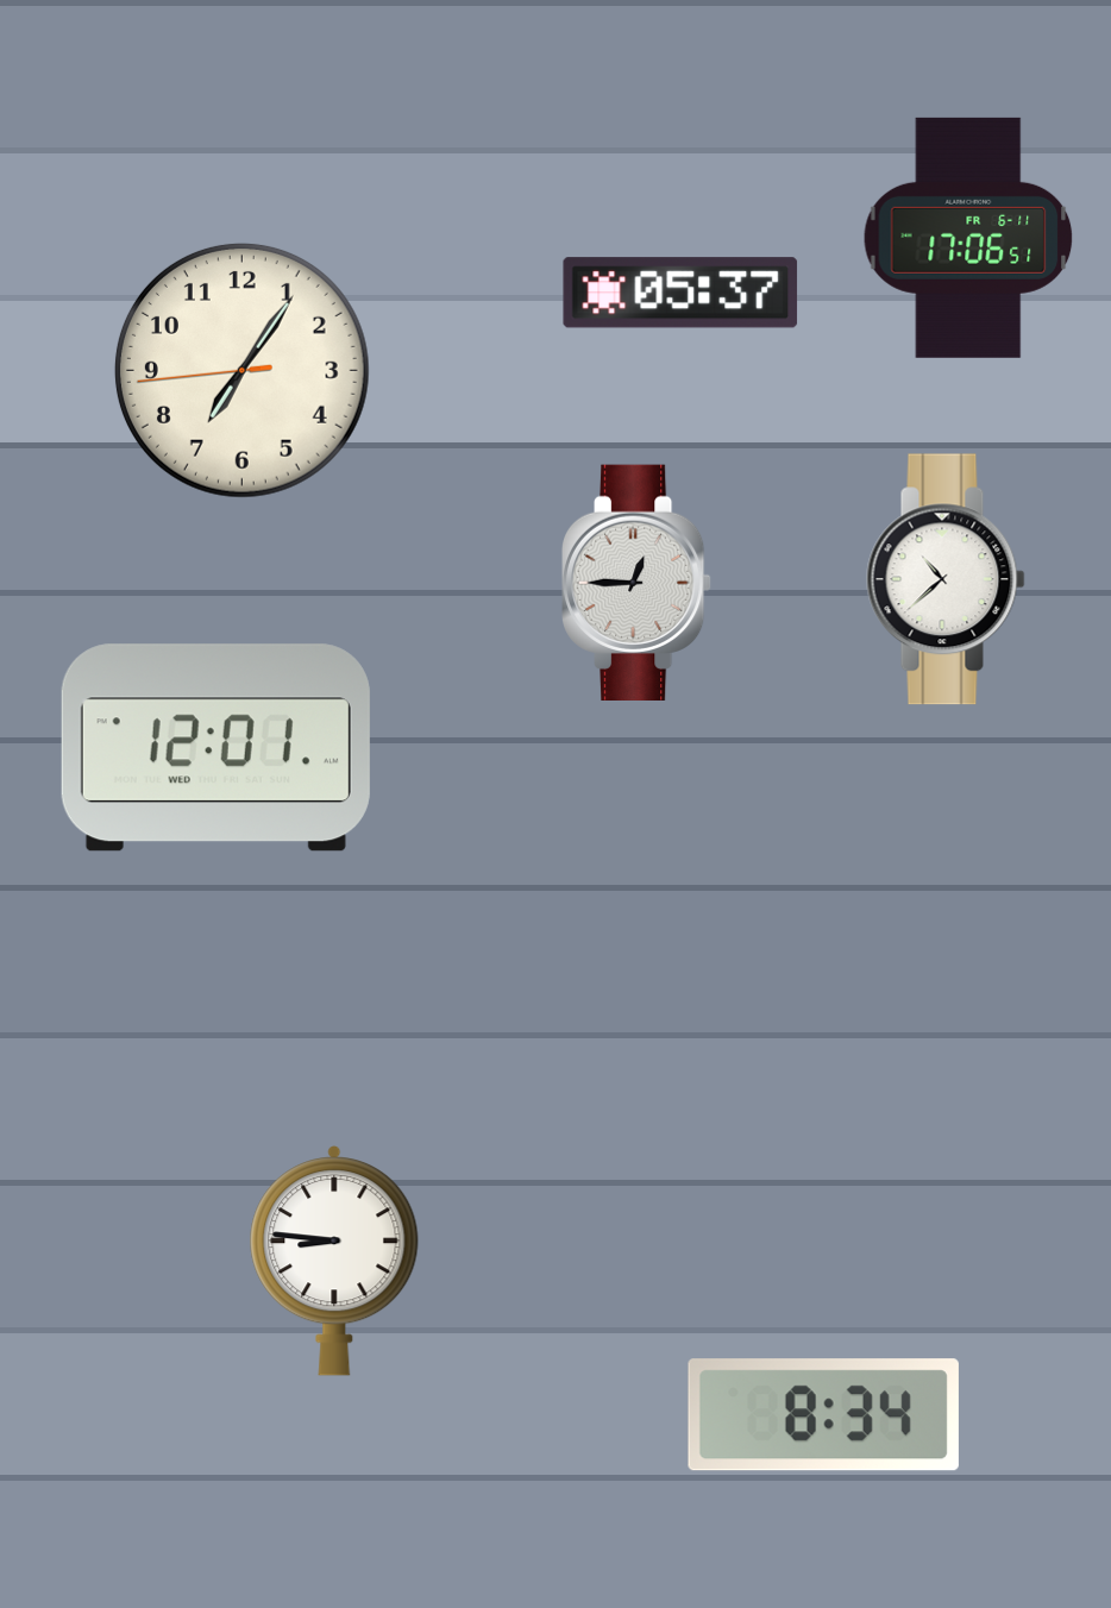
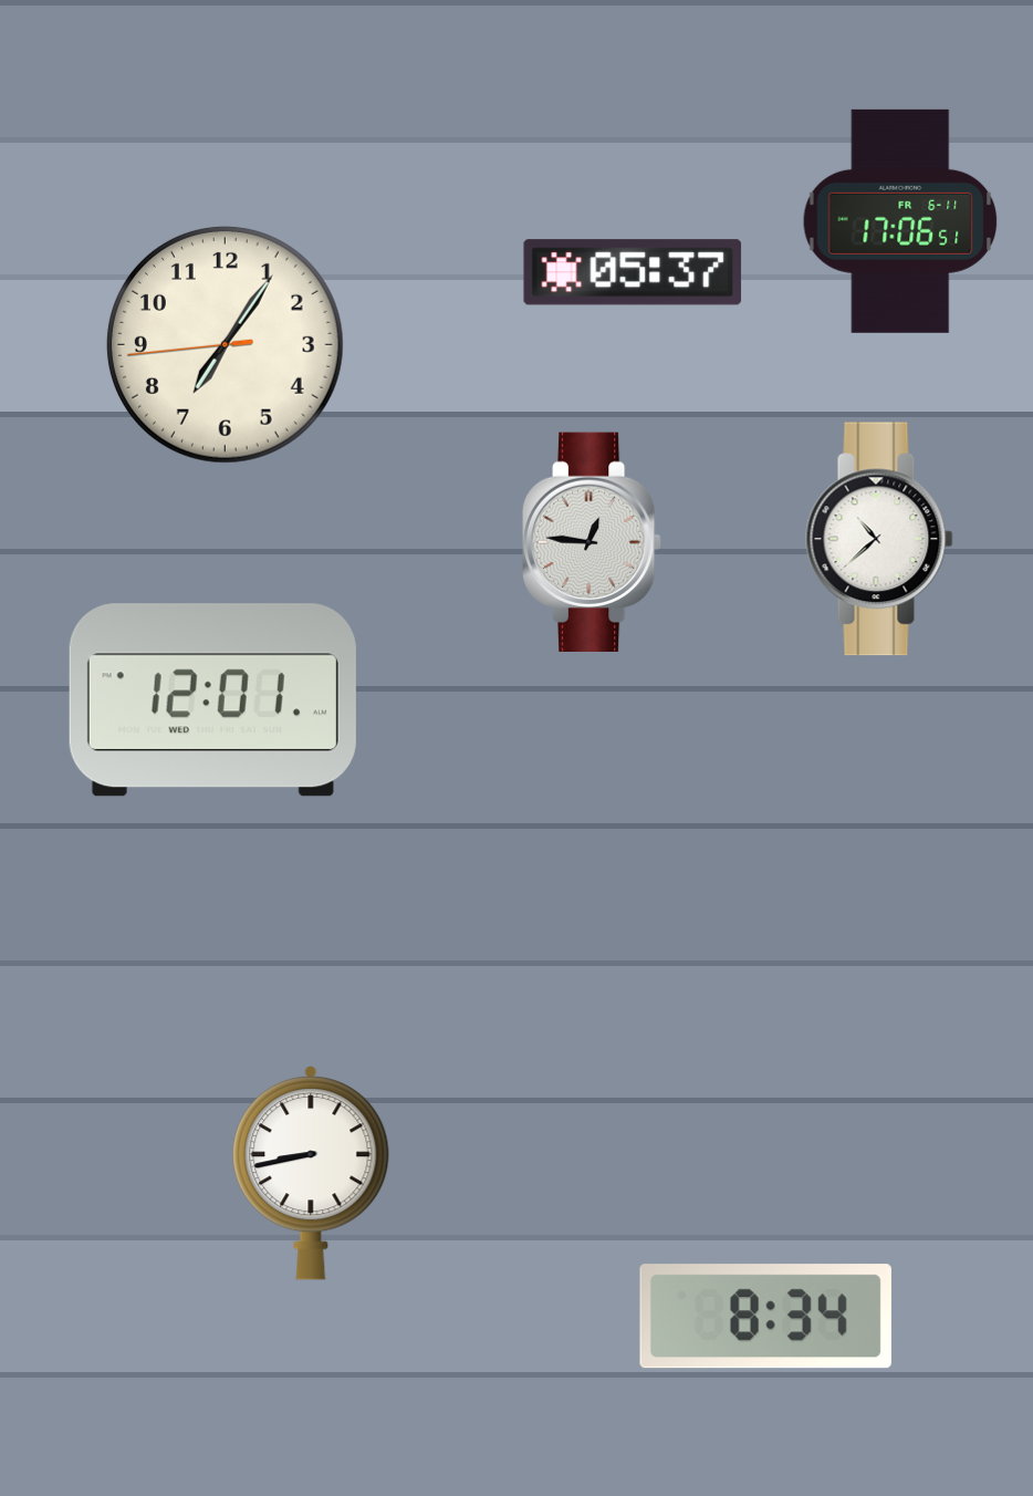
clock at (636, 582): 12:45 -> 12:46
clock at (215, 748) position: (215, 748) -> (212, 700)
clock at (334, 1261): 8:46 -> 8:43
